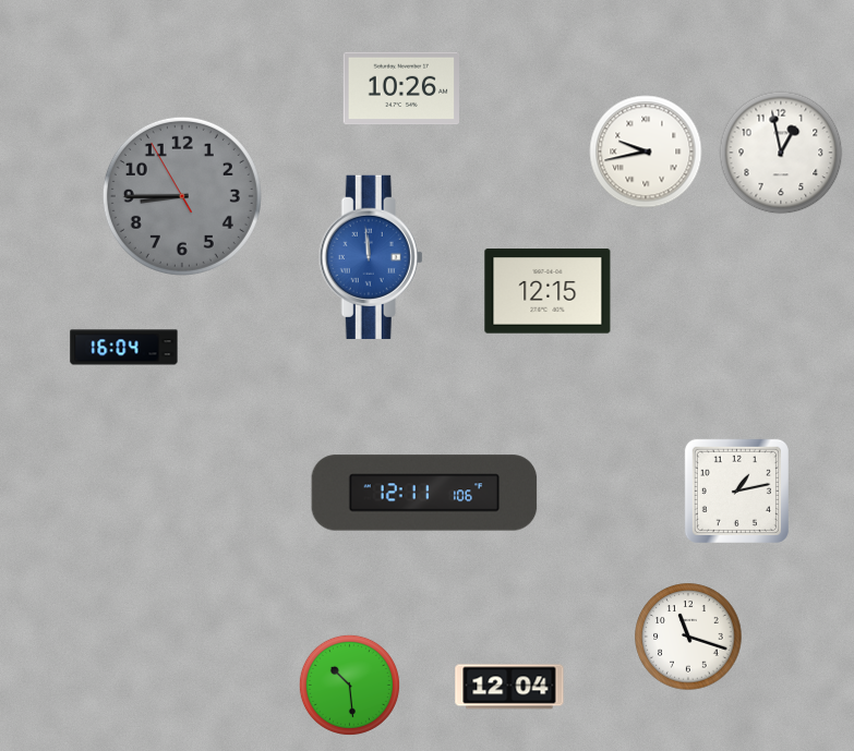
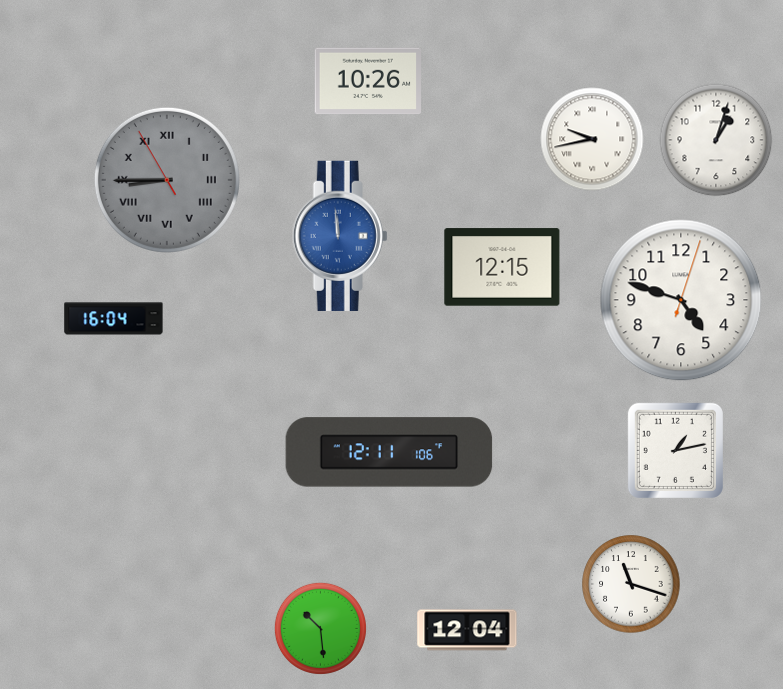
clock at (781, 153): 12:58 -> 1:03
clock at (182, 196) numerals: Arabic -> Roman
clock at (681, 300): none -> 4:48
